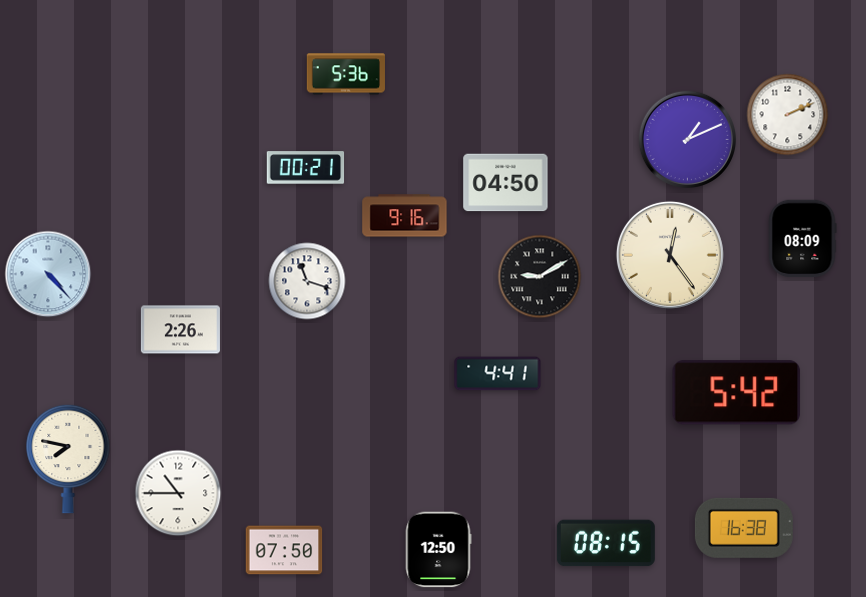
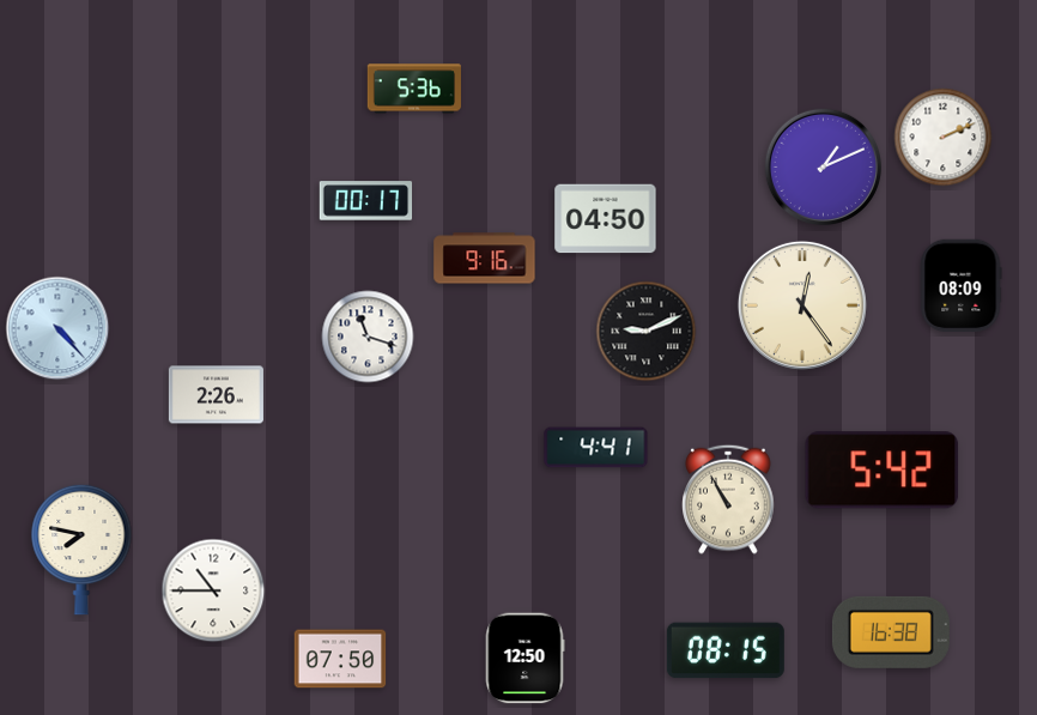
clock at (306, 168): 00:21 -> 00:17
clock at (540, 277): 9:10 -> 9:11
clock at (728, 499): none -> 10:55
